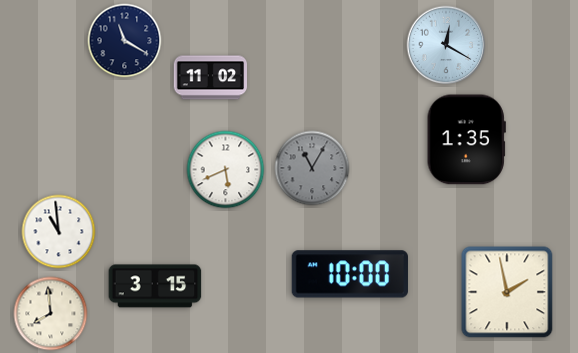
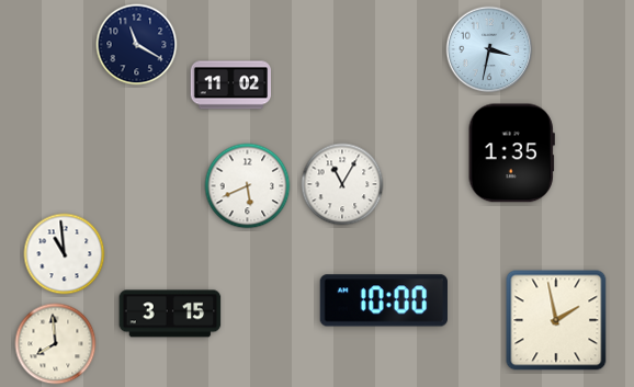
clock at (446, 45): 12:20 -> 3:32
clock at (312, 168) dial: grey -> white
